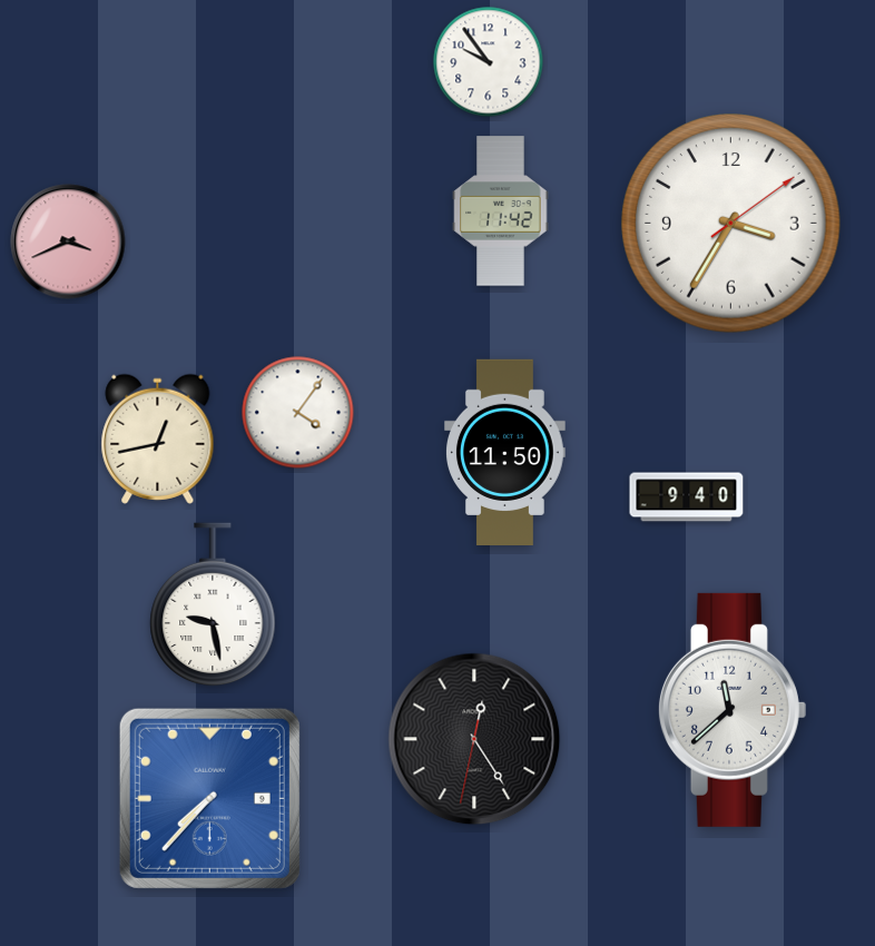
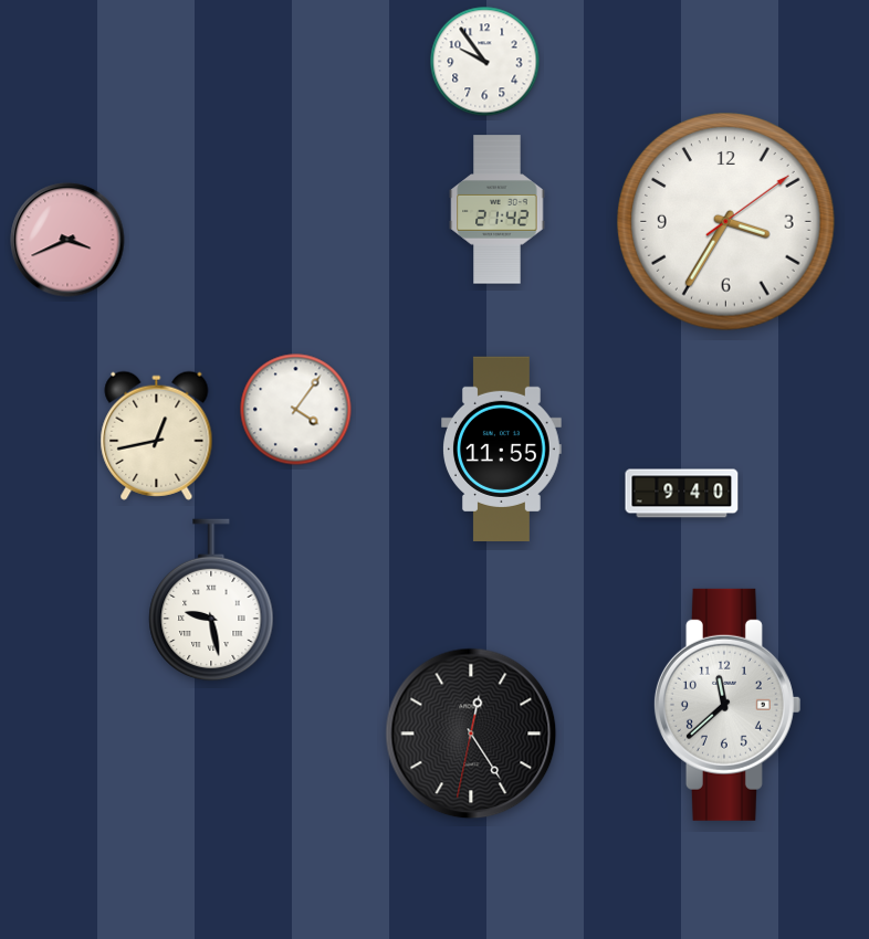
clock at (501, 211): 11:42 -> 21:42
clock at (505, 452): 11:50 -> 11:55
clock at (209, 798): 7:37 -> none
